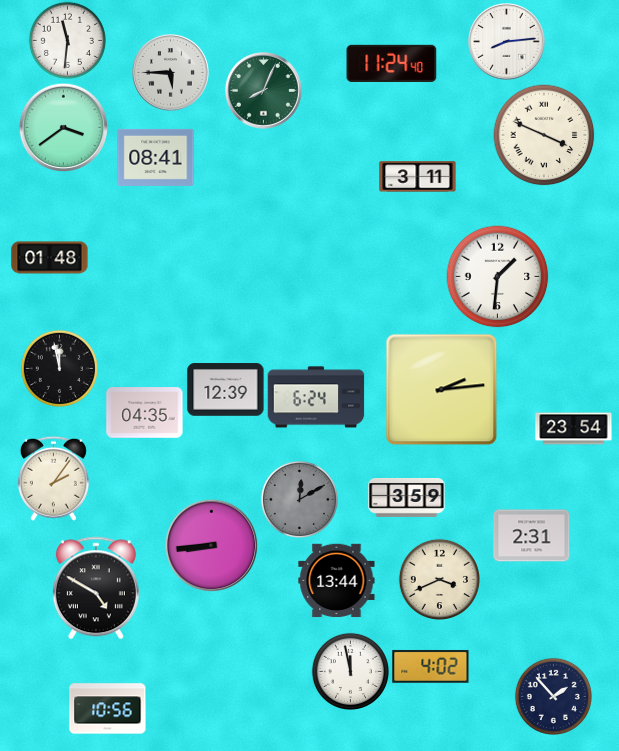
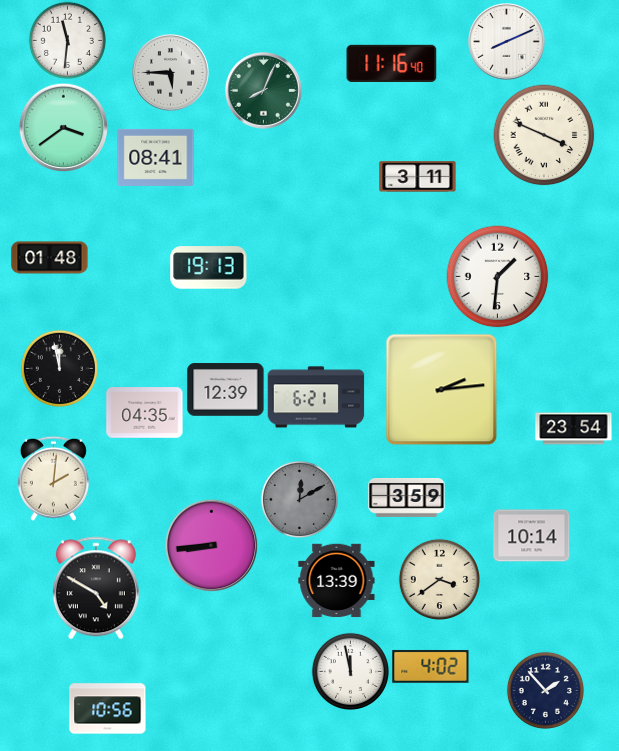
clock at (507, 42): 8:14 -> 8:11
clock at (392, 63): 11:24 -> 11:16
clock at (209, 268): none -> 19:13
clock at (316, 397): 6:24 -> 6:21
clock at (53, 478): 2:06 -> 2:01
clock at (532, 536): 2:31 -> 10:14
clock at (439, 579): 3:41 -> 3:39
clock at (337, 581): 13:44 -> 13:39
clock at (553, 696) position: (553, 696) -> (545, 690)
